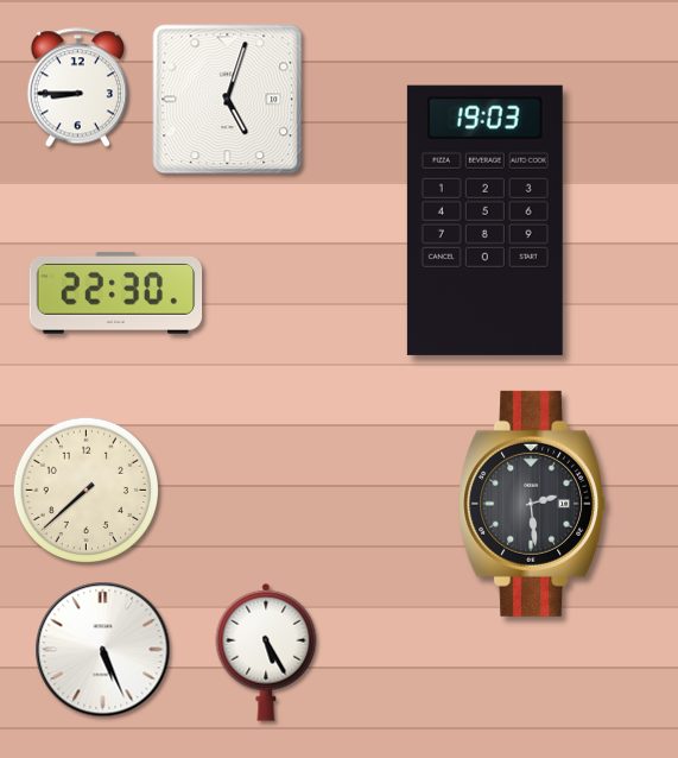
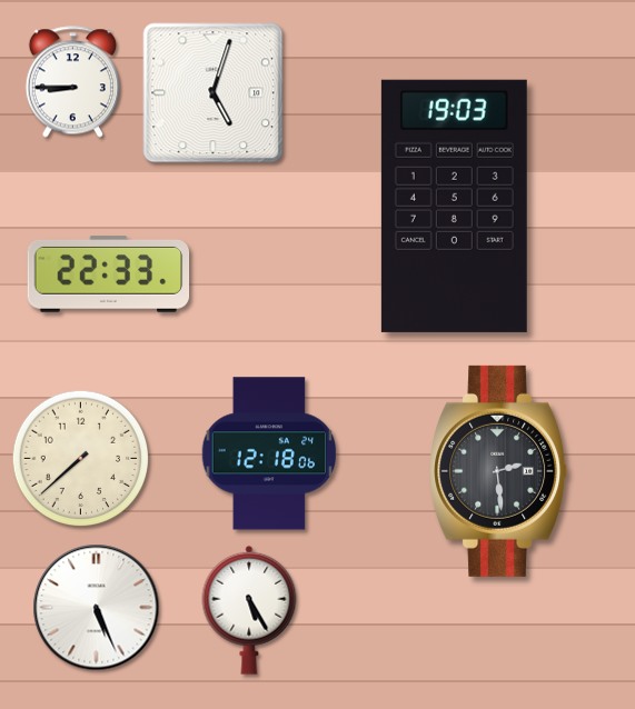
clock at (116, 293): 22:30 -> 22:33
clock at (269, 453): none -> 12:18
